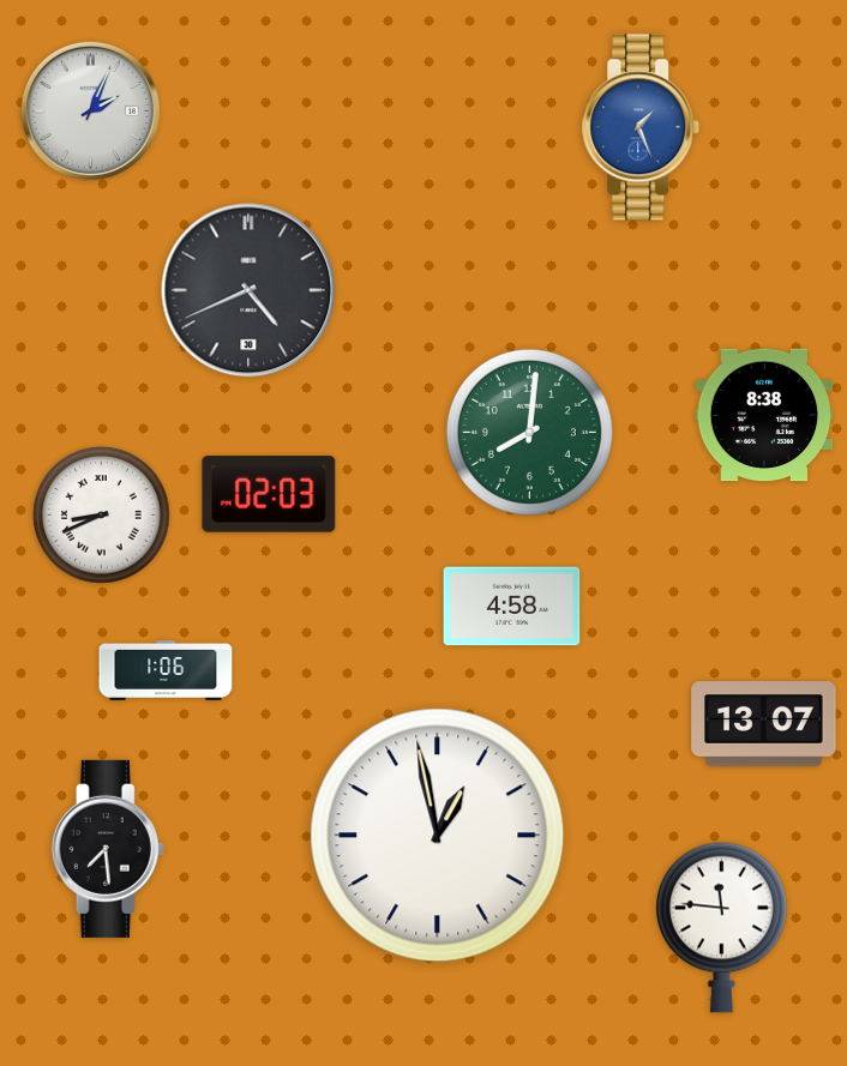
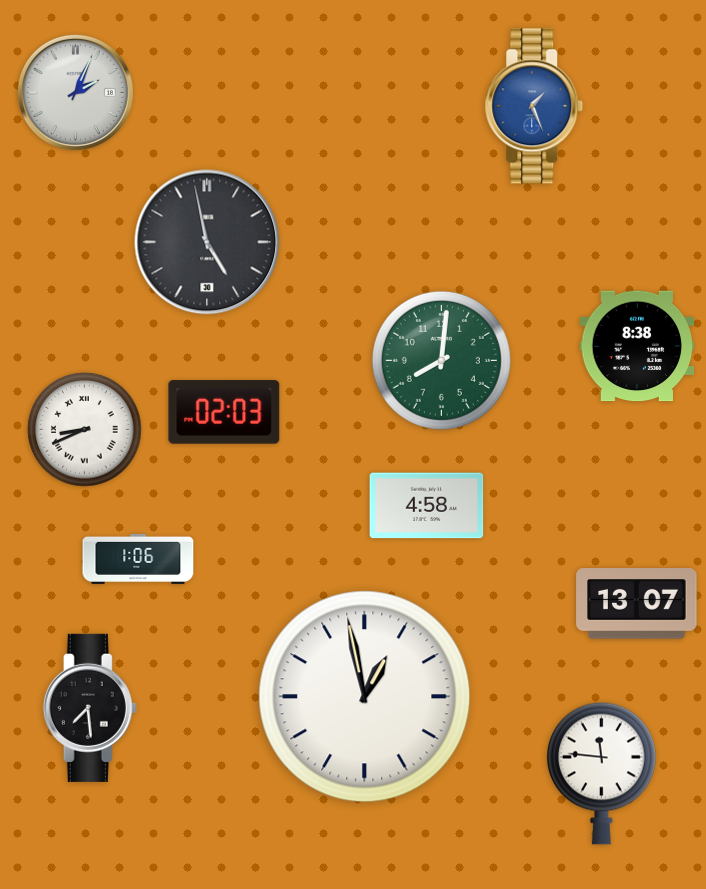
clock at (248, 290): 4:41 -> 4:58
